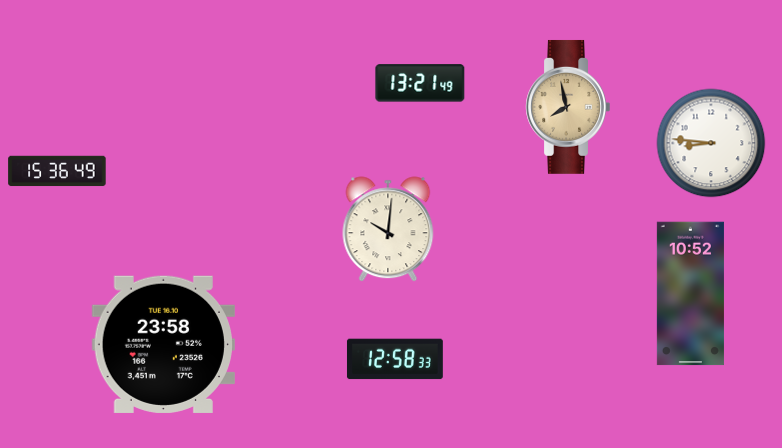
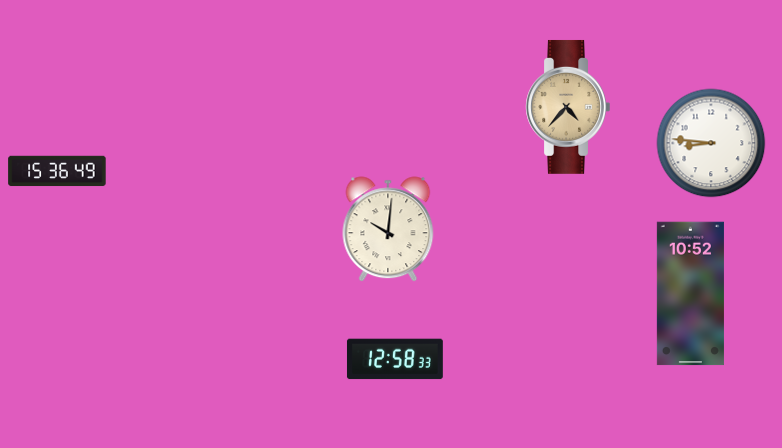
clock at (420, 83): 13:21 -> none
clock at (568, 107): 7:58 -> 4:37
clock at (163, 344): 23:58 -> none
